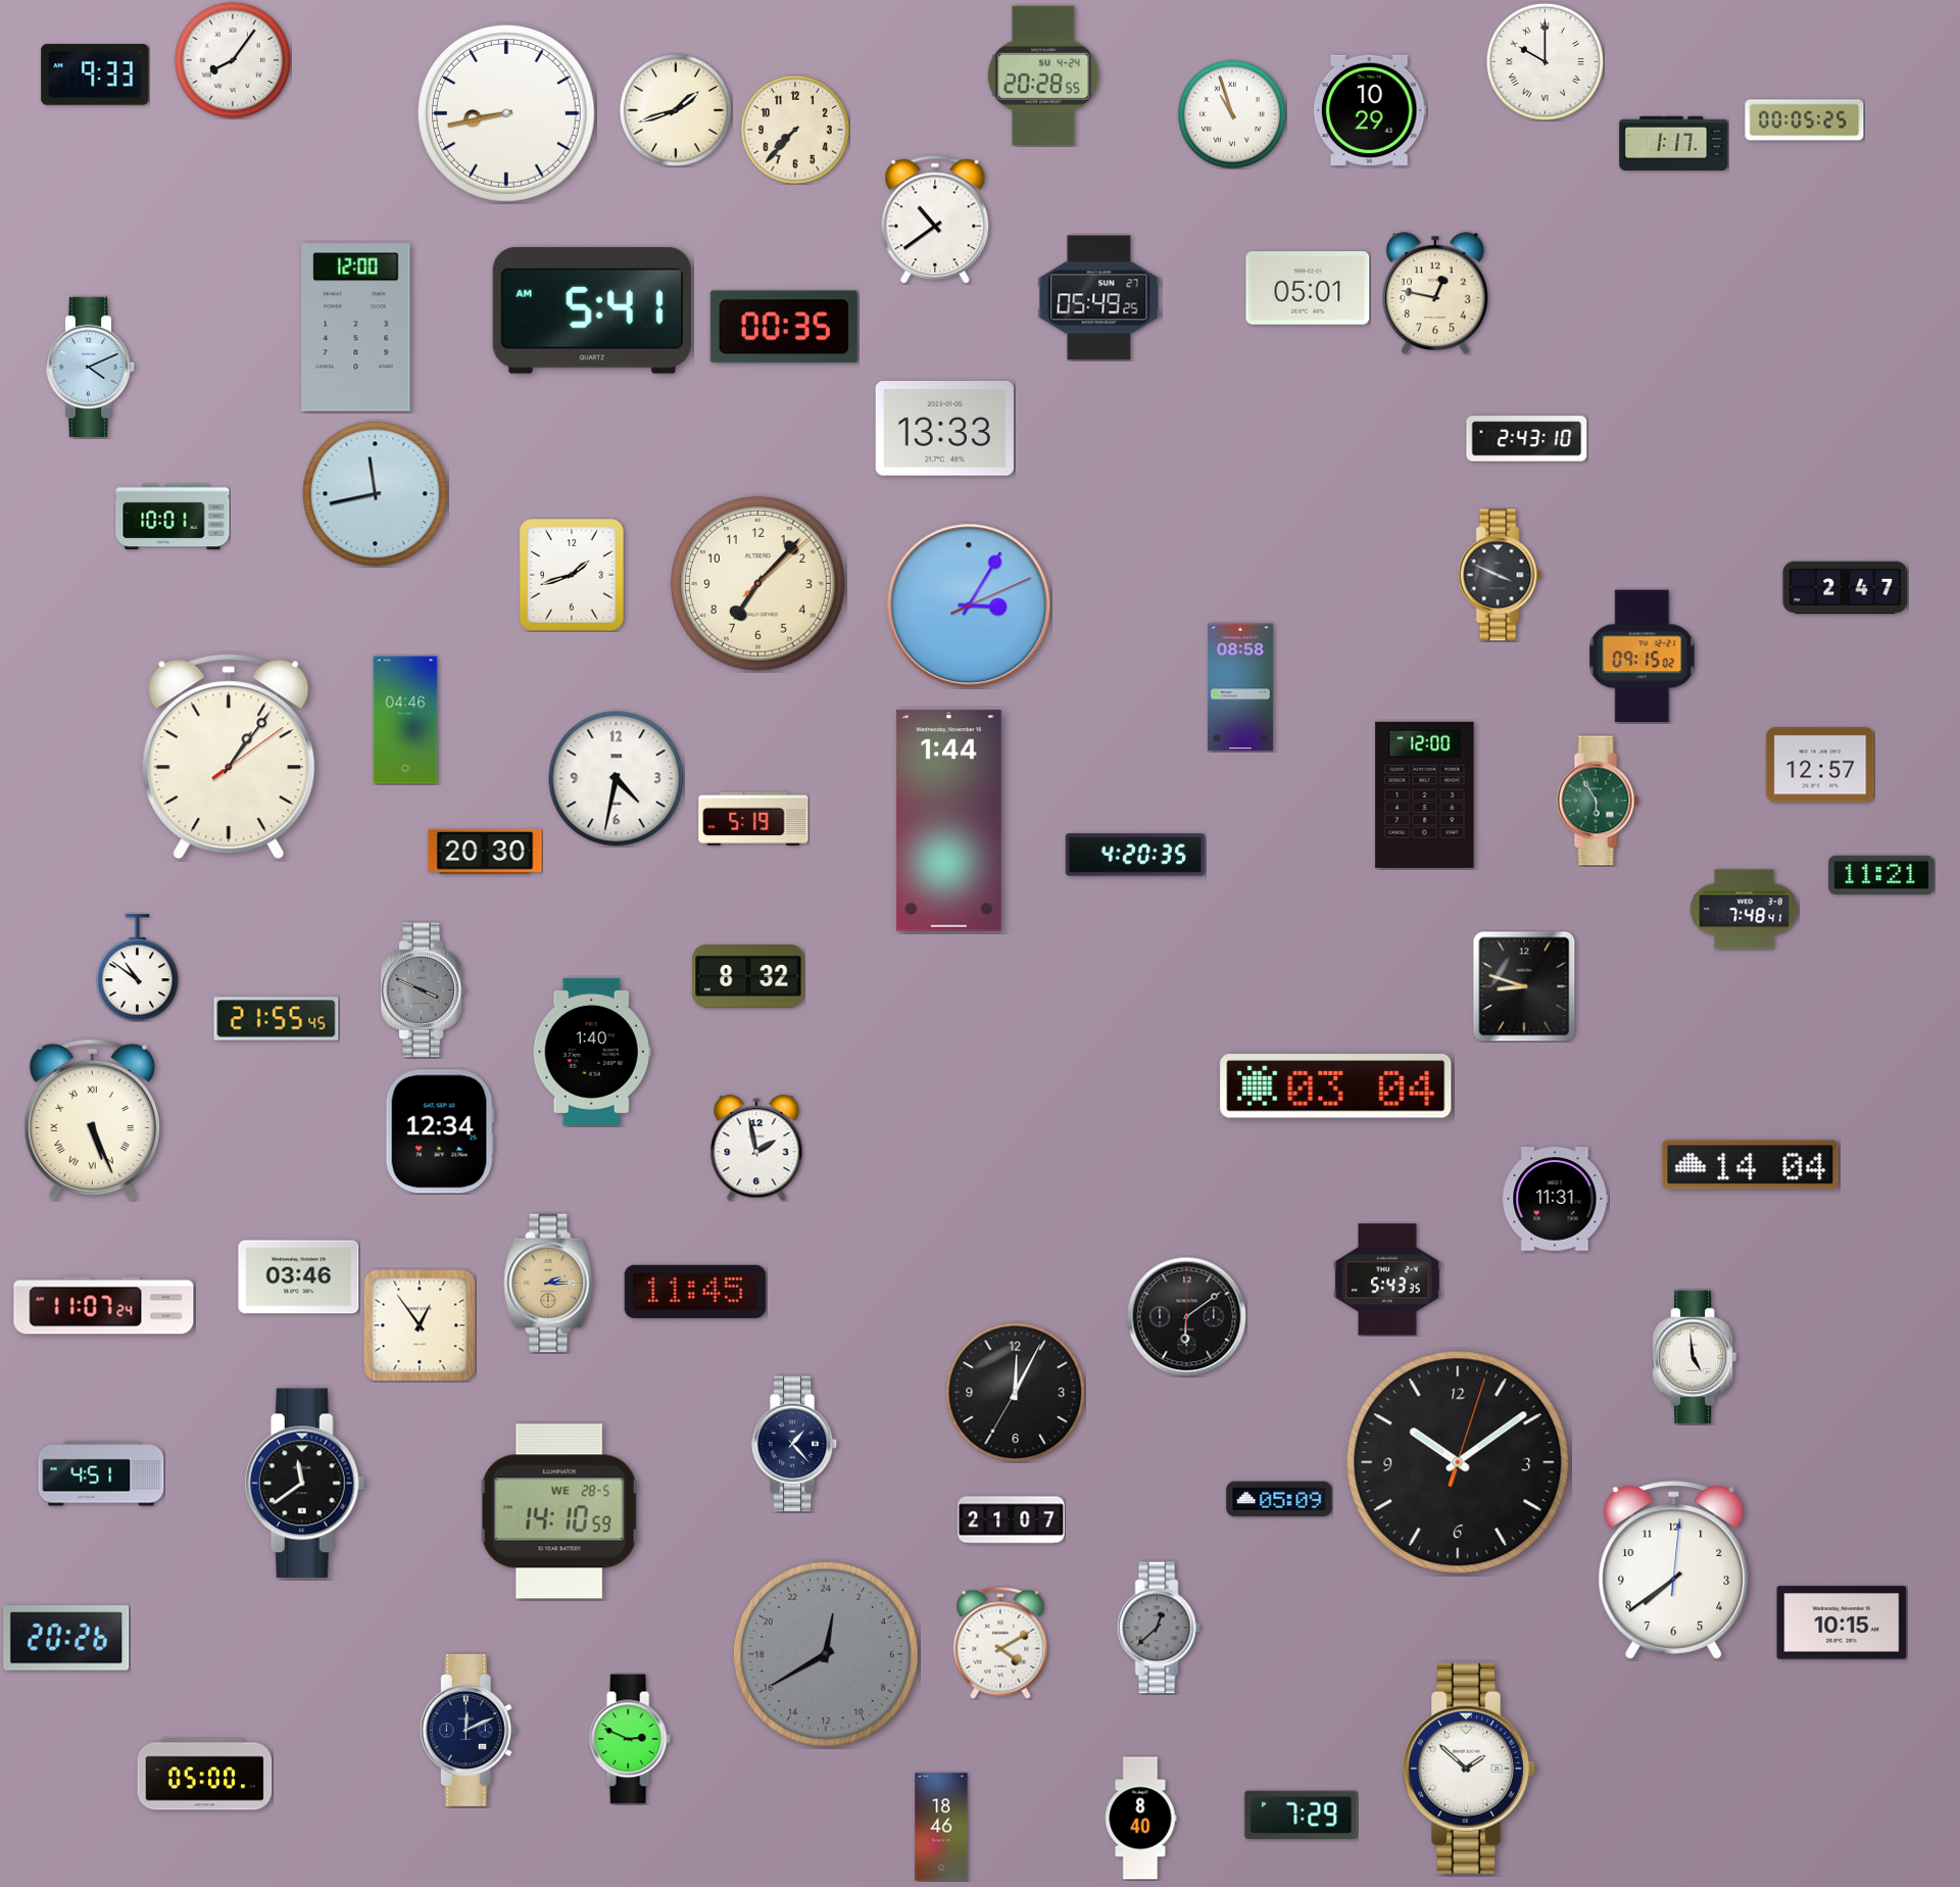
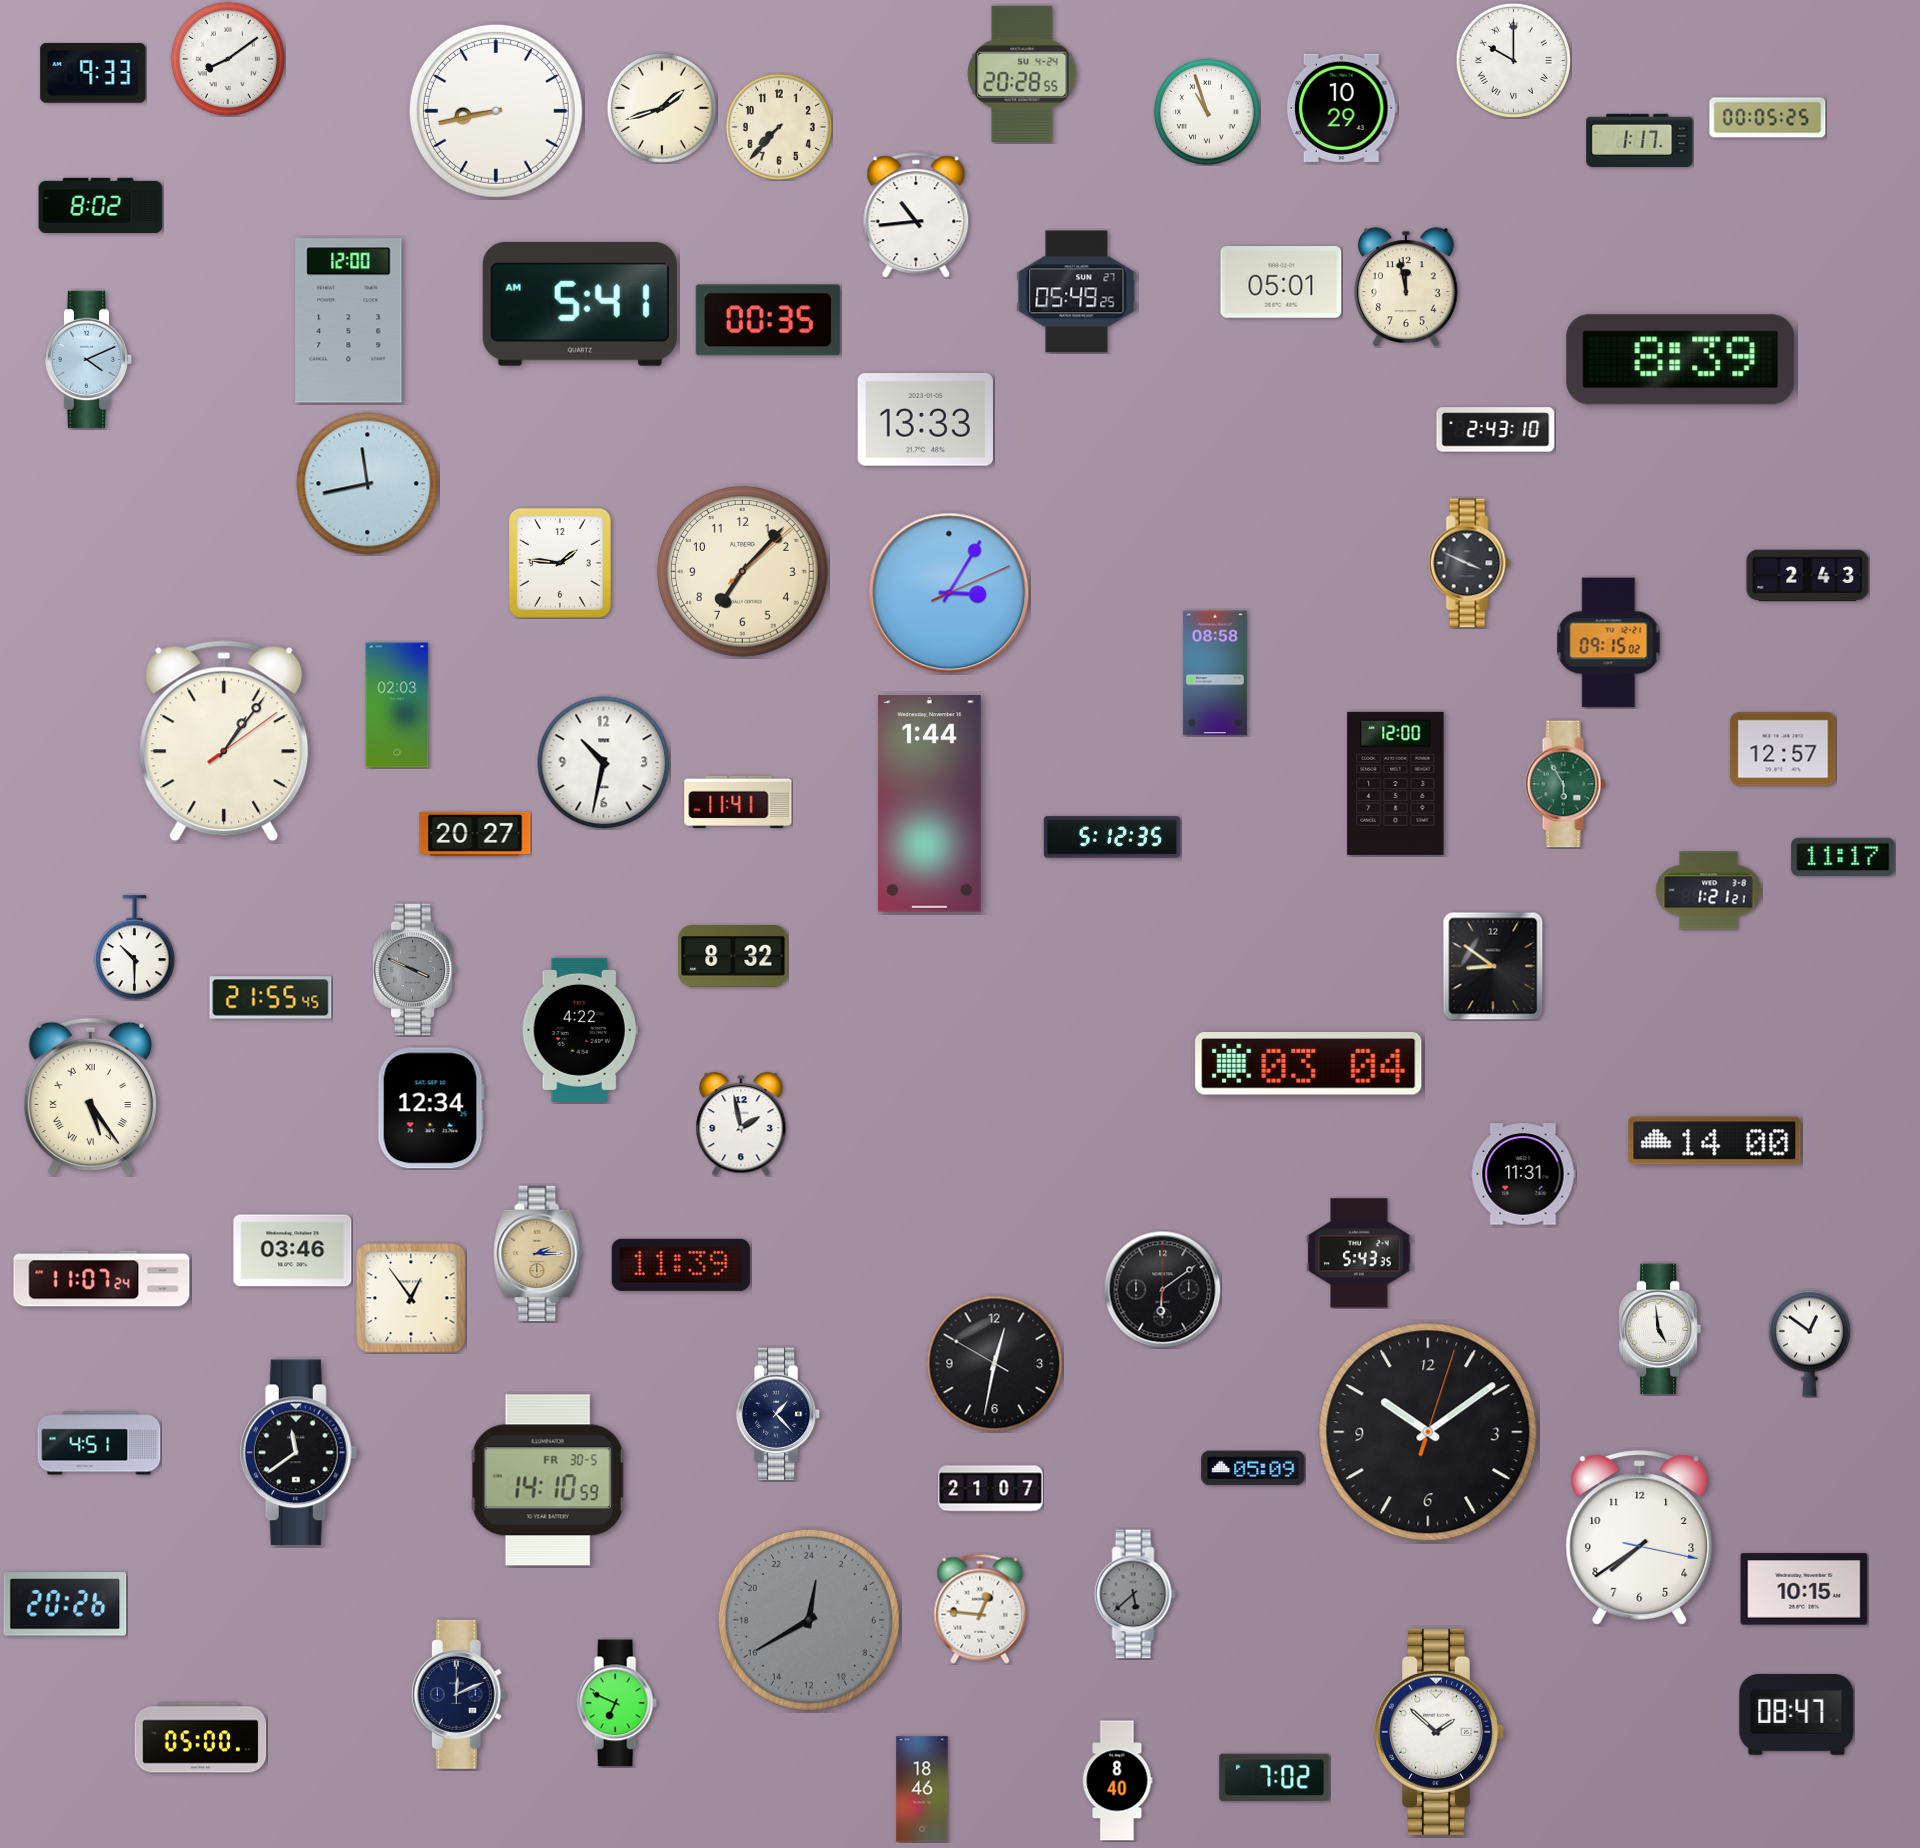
clock at (233, 60): 8:06 -> 8:09
clock at (101, 205): none -> 8:02
clock at (935, 220): 10:39 -> 10:44
clock at (1435, 293): 12:47 -> 11:58
clock at (1681, 360): none -> 8:39
clock at (173, 517): 10:01 -> none
clock at (572, 575): 1:42 -> 1:46
clock at (1846, 588): 2:47 -> 2:43
clock at (405, 720): 04:46 -> 02:03
clock at (617, 779): 4:32 -> 10:32
clock at (1425, 794) position: (1425, 794) -> (1396, 783)
clock at (753, 819): 5:19 -> 11:41
clock at (485, 852): 20:30 -> 20:27
clock at (1135, 855): 4:20 -> 5:12
clock at (1881, 875): 11:21 -> 11:17
clock at (1745, 910): 7:48 -> 1:21
clock at (137, 968): 10:51 -> 10:30
clock at (1524, 986): 8:48 -> 8:51
clock at (592, 1052): 1:40 -> 4:22
clock at (92, 1120): 5:26 -> 5:24
clock at (1751, 1165): 14:04 -> 14:00
clock at (549, 1284) position: (549, 1284) -> (538, 1254)
clock at (695, 1292): 11:45 -> 11:39
clock at (1809, 1343): none -> 12:51
clock at (1016, 1393): 12:04 -> 12:31
clock at (559, 1511) date: WE 28-5 -> FR 30-5
clock at (1674, 1570): 7:39:01 -> 7:39:17
clock at (1159, 1628): 12:38 -> 5:38
clock at (1000, 1643): 4:10 -> 12:46
clock at (630, 1739): 2:49 -> 6:49
clock at (1797, 1715): none -> 08:47
clock at (1302, 1816): 7:29 -> 7:02
